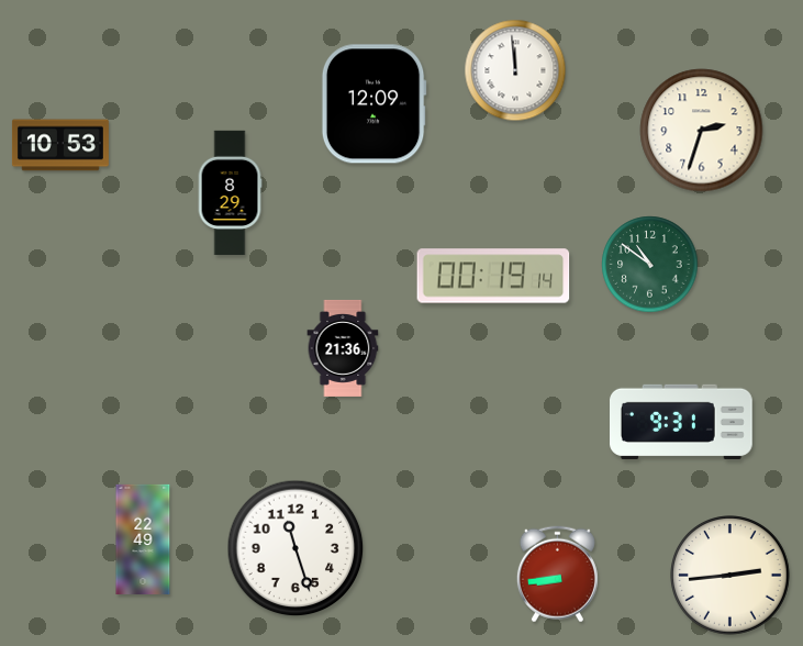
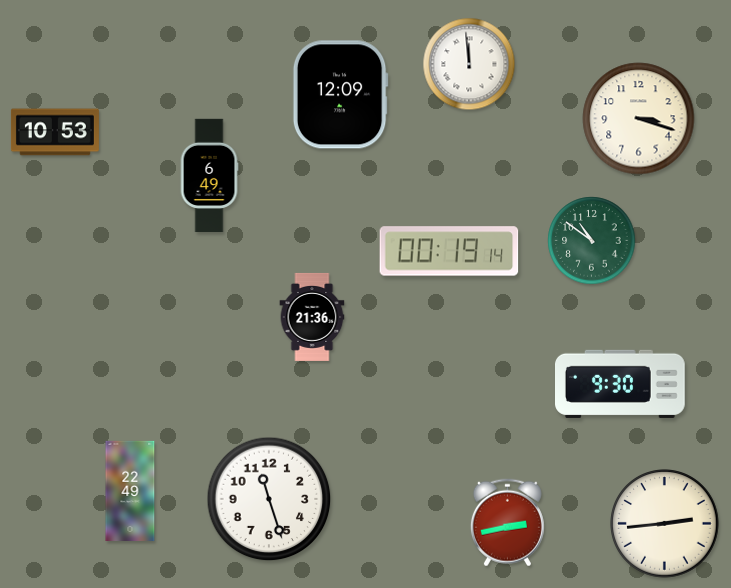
clock at (702, 131): 2:33 -> 3:18
clock at (230, 193): 8:29 -> 6:49
clock at (682, 422): 9:31 -> 9:30
clock at (557, 575): 8:44 -> 2:43
